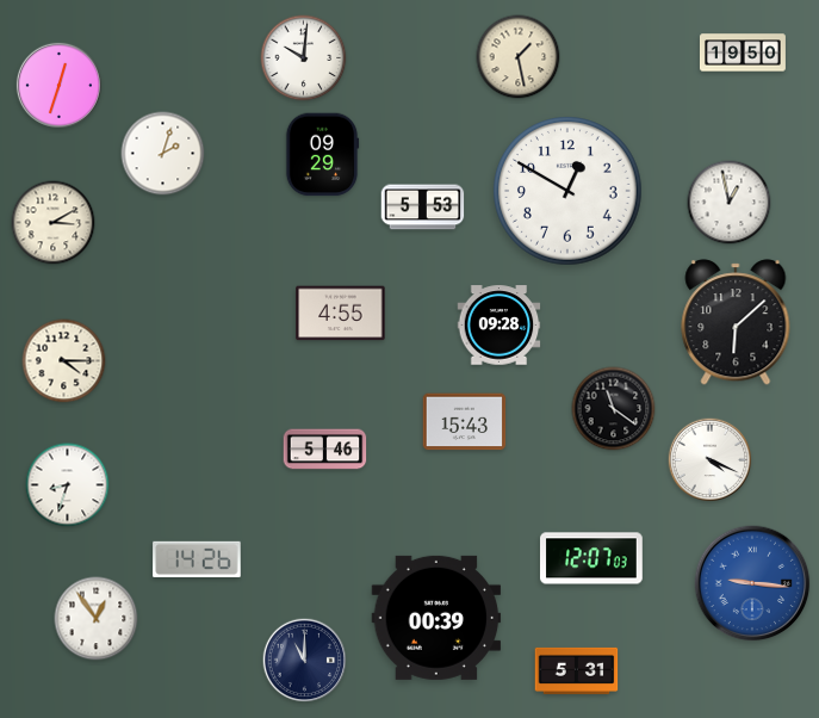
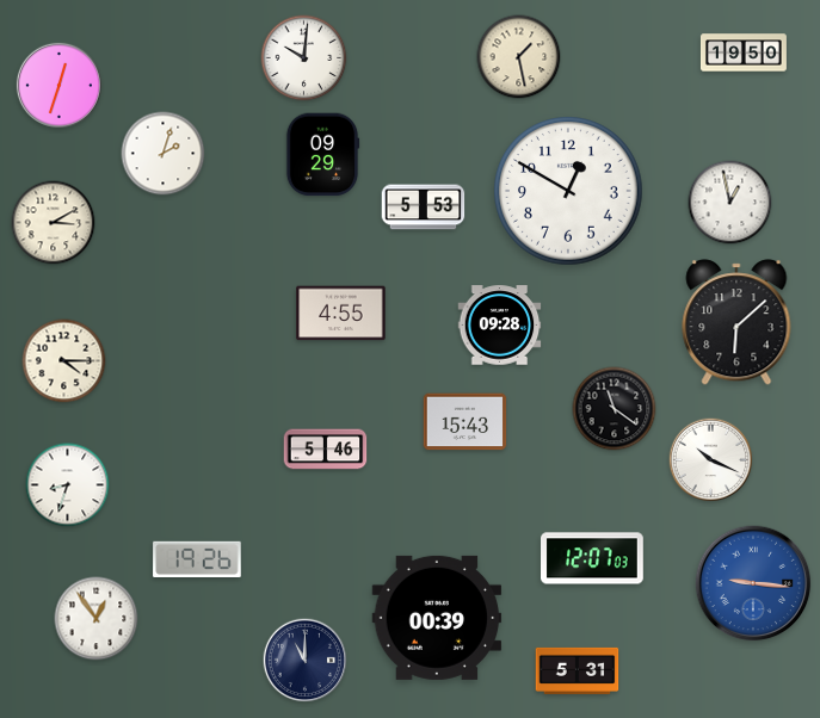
clock at (711, 460): 4:19 -> 10:19
clock at (197, 559): 14:26 -> 19:26
